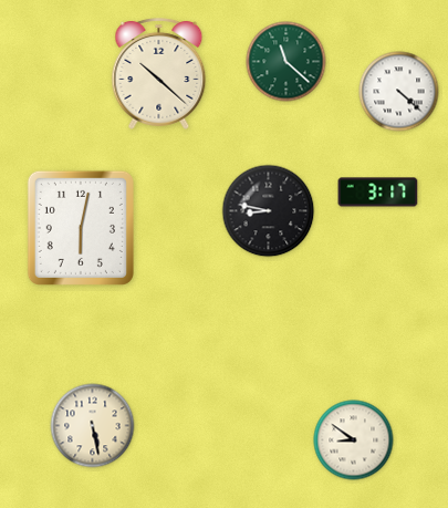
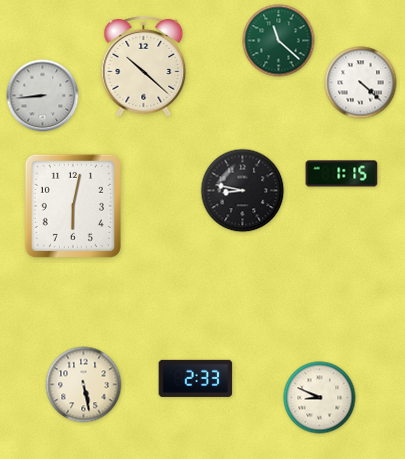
clock at (286, 62) position: (286, 62) -> (279, 41)
clock at (43, 96): none -> 8:44
clock at (378, 193): 3:17 -> 1:15
clock at (196, 378): none -> 2:33
clock at (354, 440): 8:51 -> 8:49
